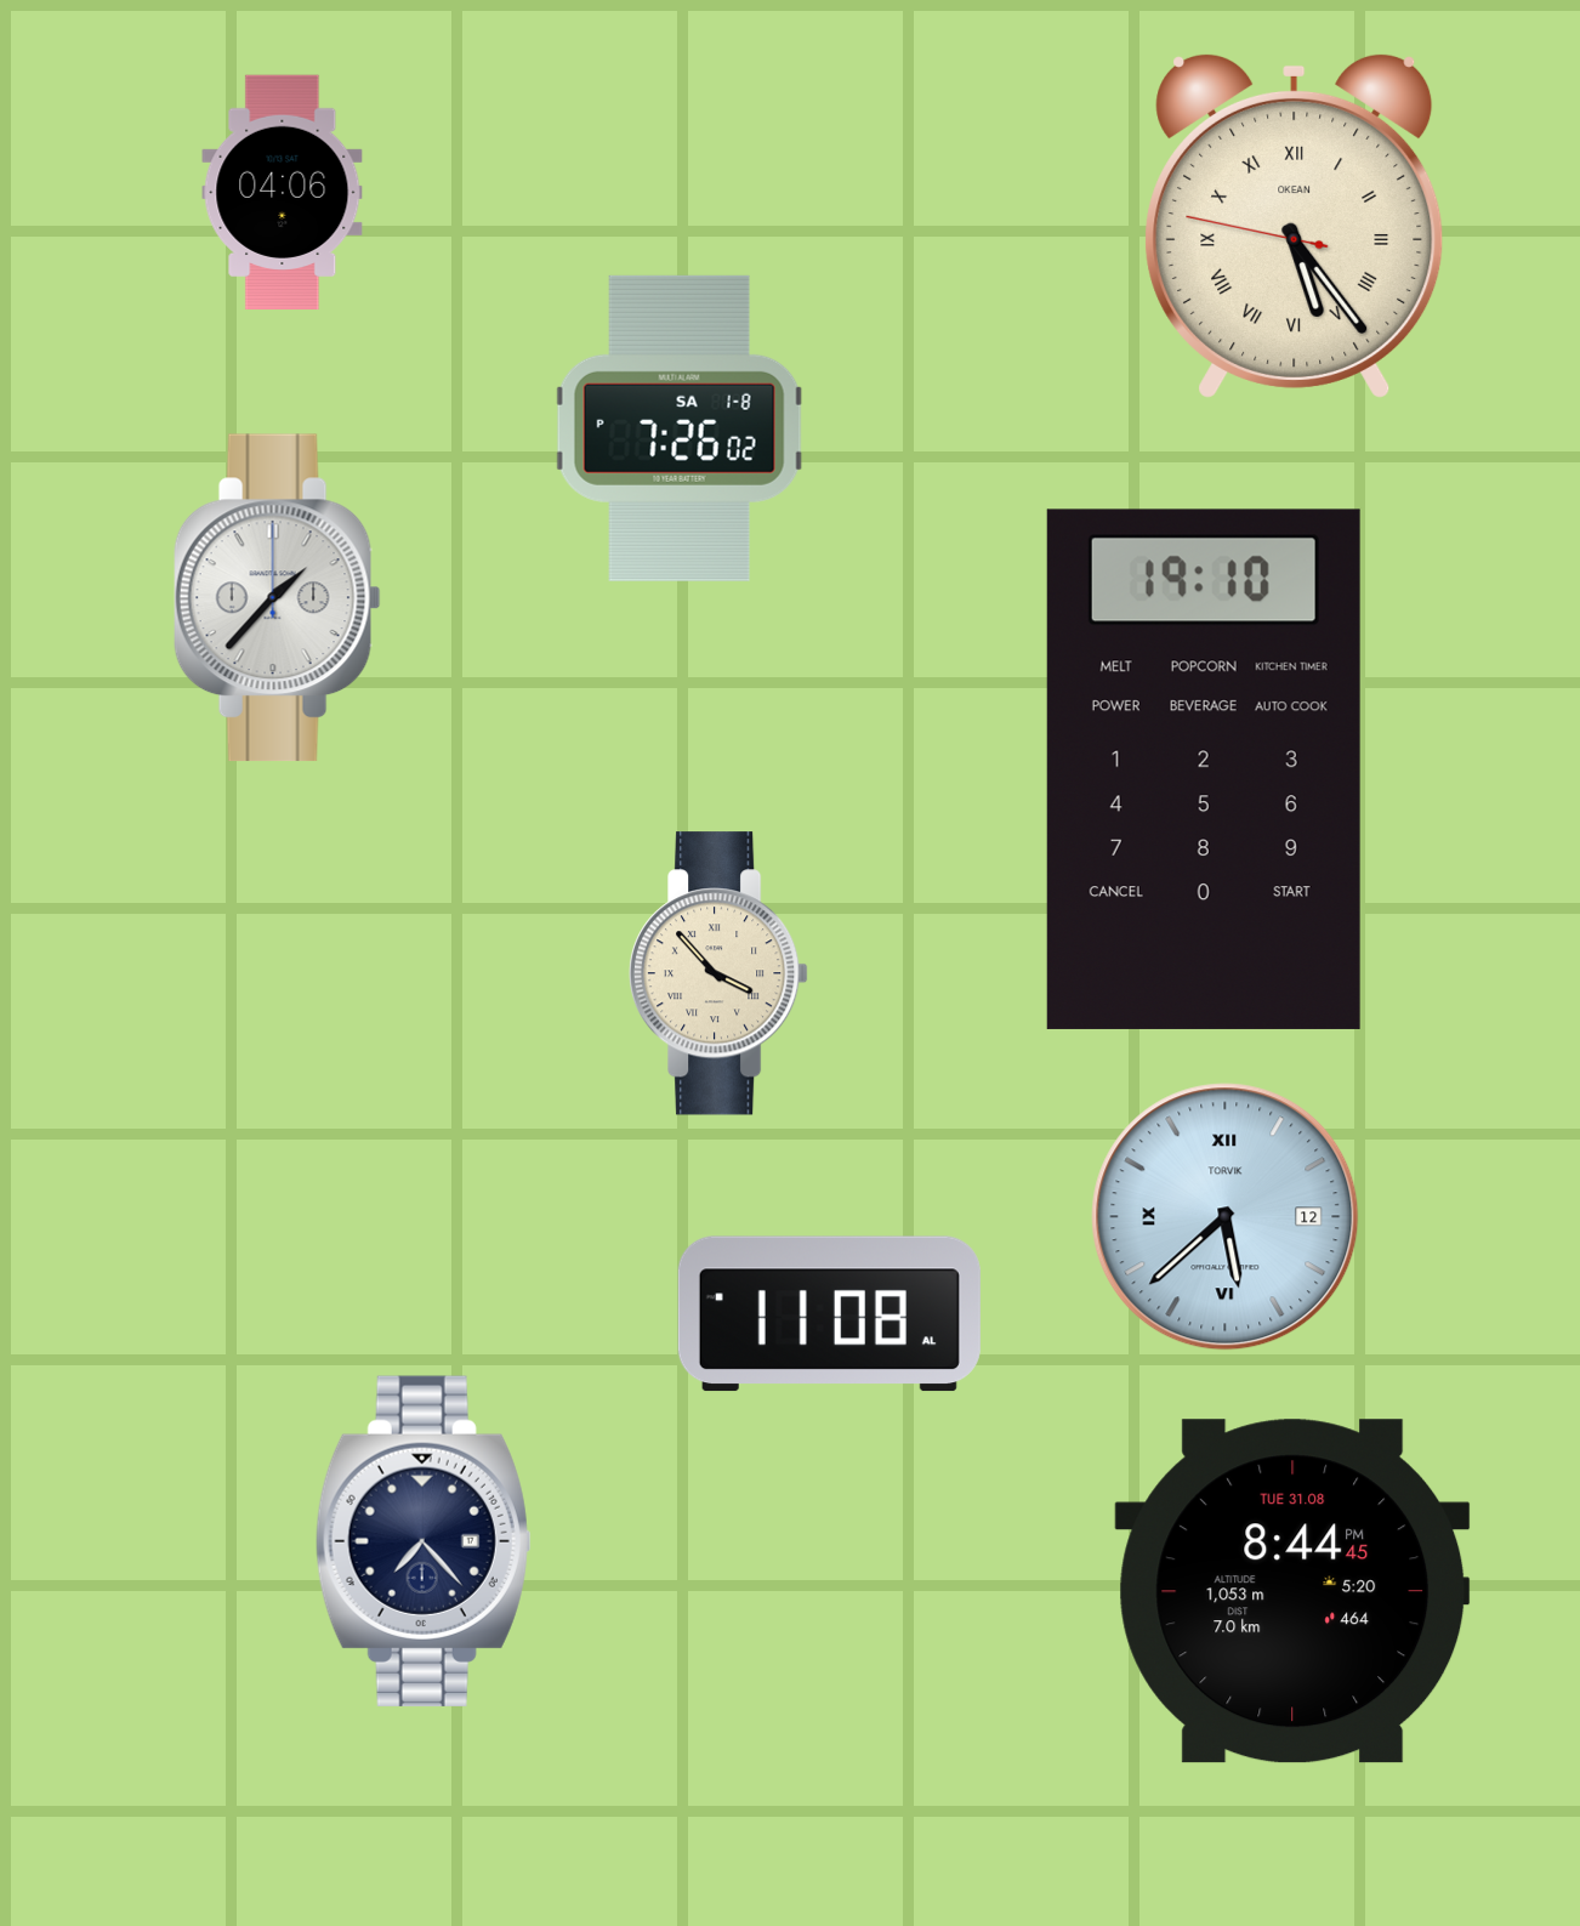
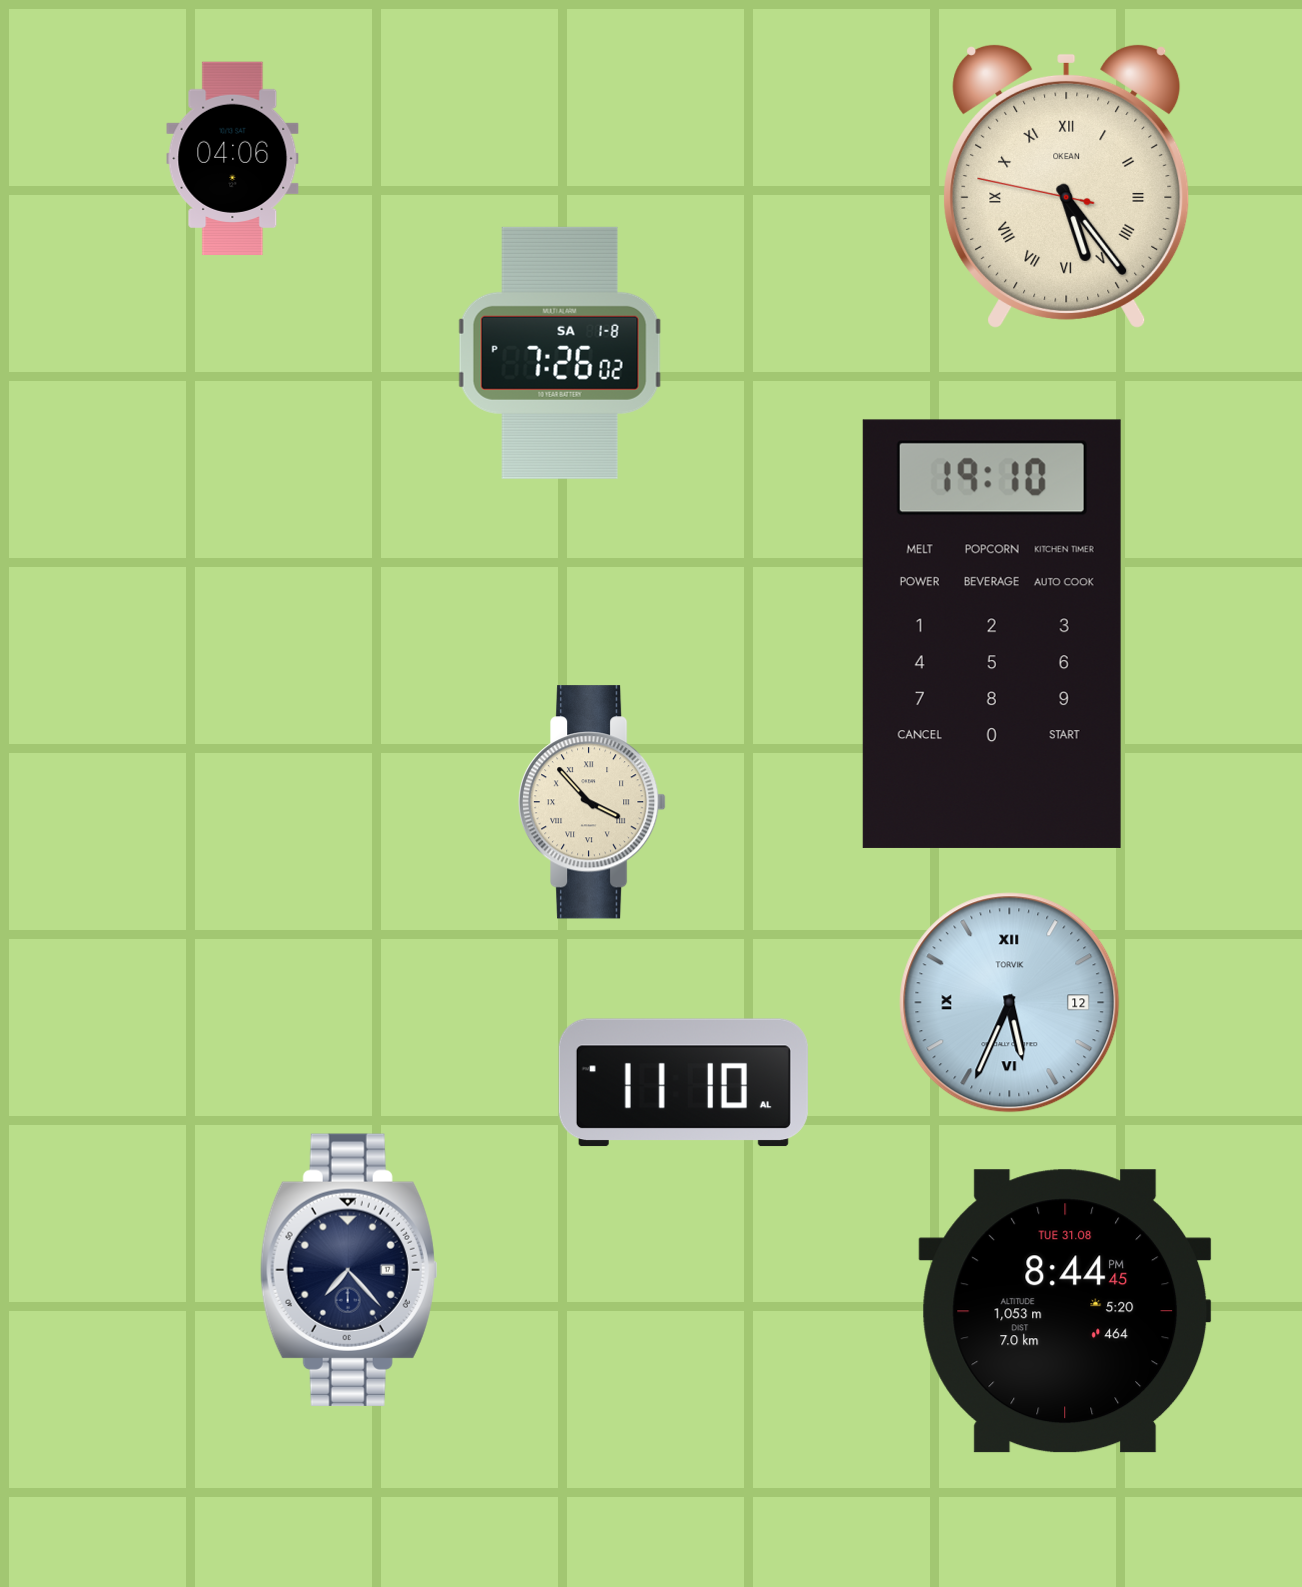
clock at (277, 598): 1:37 -> none
clock at (1226, 1217): 5:38 -> 5:34
clock at (829, 1314): 11:08 -> 11:10
